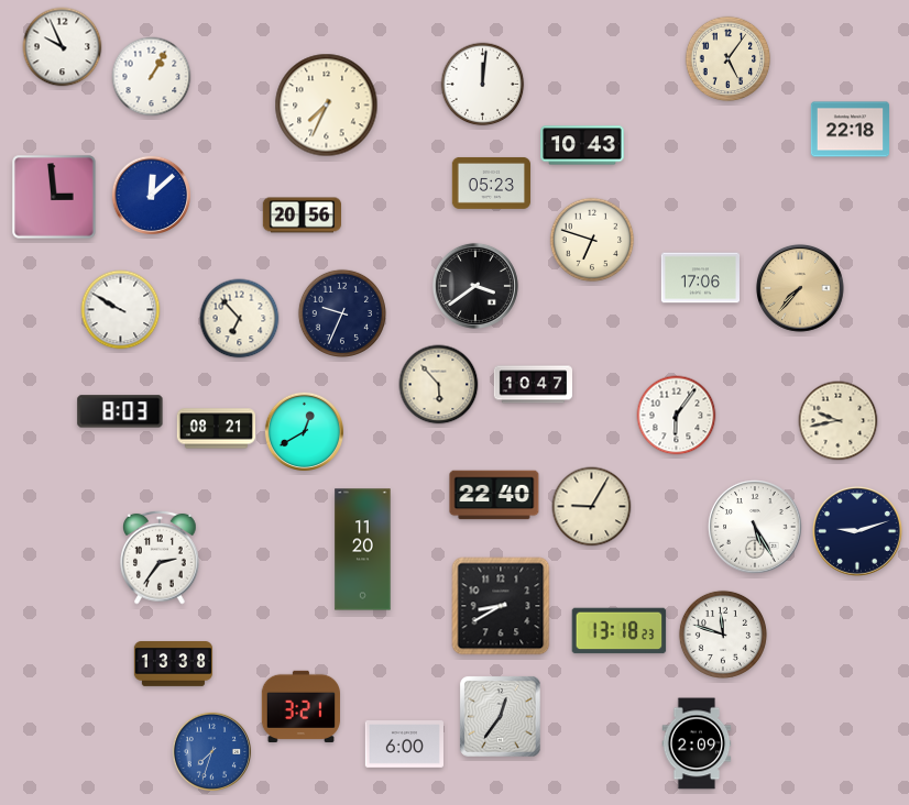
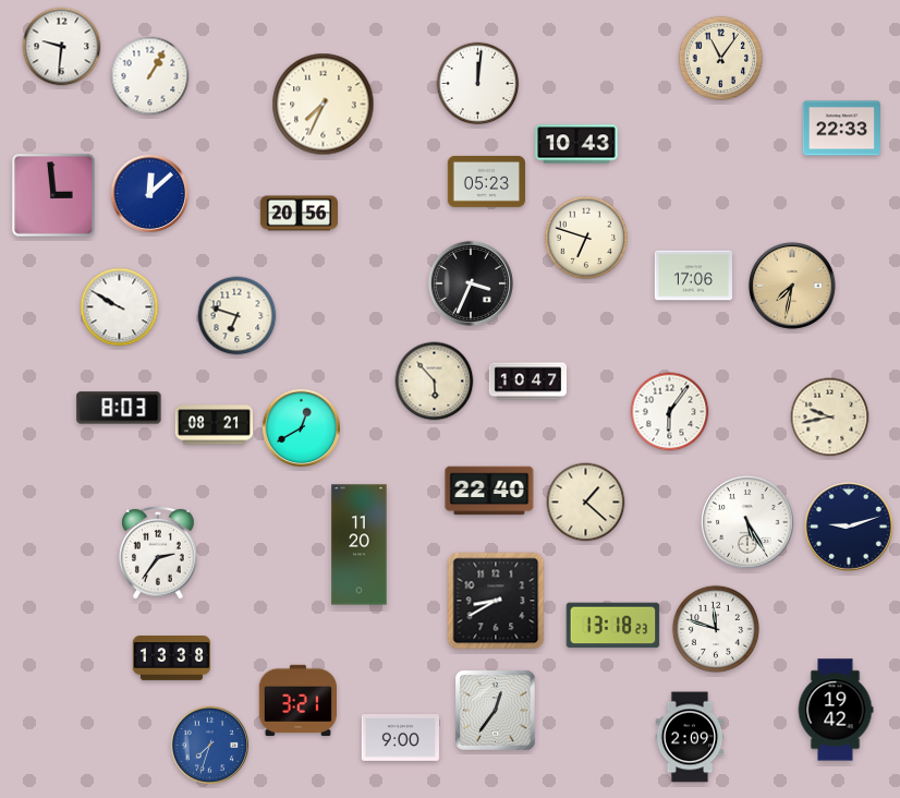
clock at (63, 47): 9:56 -> 9:31
clock at (729, 59): 5:06 -> 11:06
clock at (850, 130): 22:18 -> 22:33
clock at (475, 286): 3:39 -> 3:34
clock at (800, 288): 7:37 -> 7:32
clock at (342, 313): 9:34 -> none
clock at (240, 319): 6:53 -> 6:48
clock at (592, 507): 9:05 -> 1:22
clock at (836, 710): none -> 19:42
clock at (404, 745): 6:00 -> 9:00
